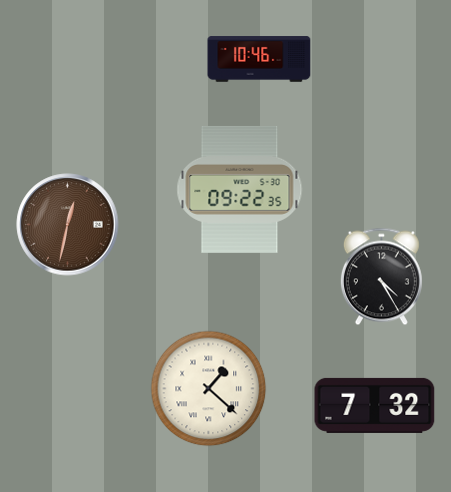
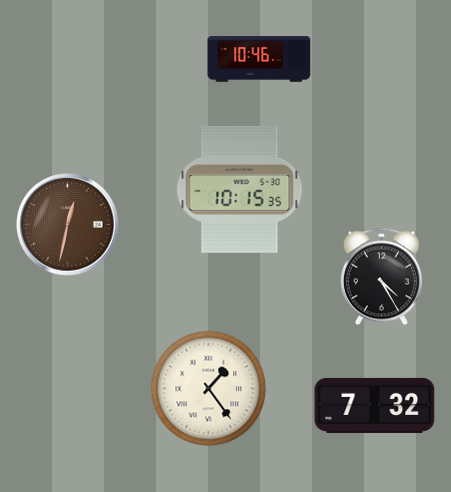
clock at (240, 189): 09:22 -> 10:15
clock at (209, 389): 1:22 -> 1:24
